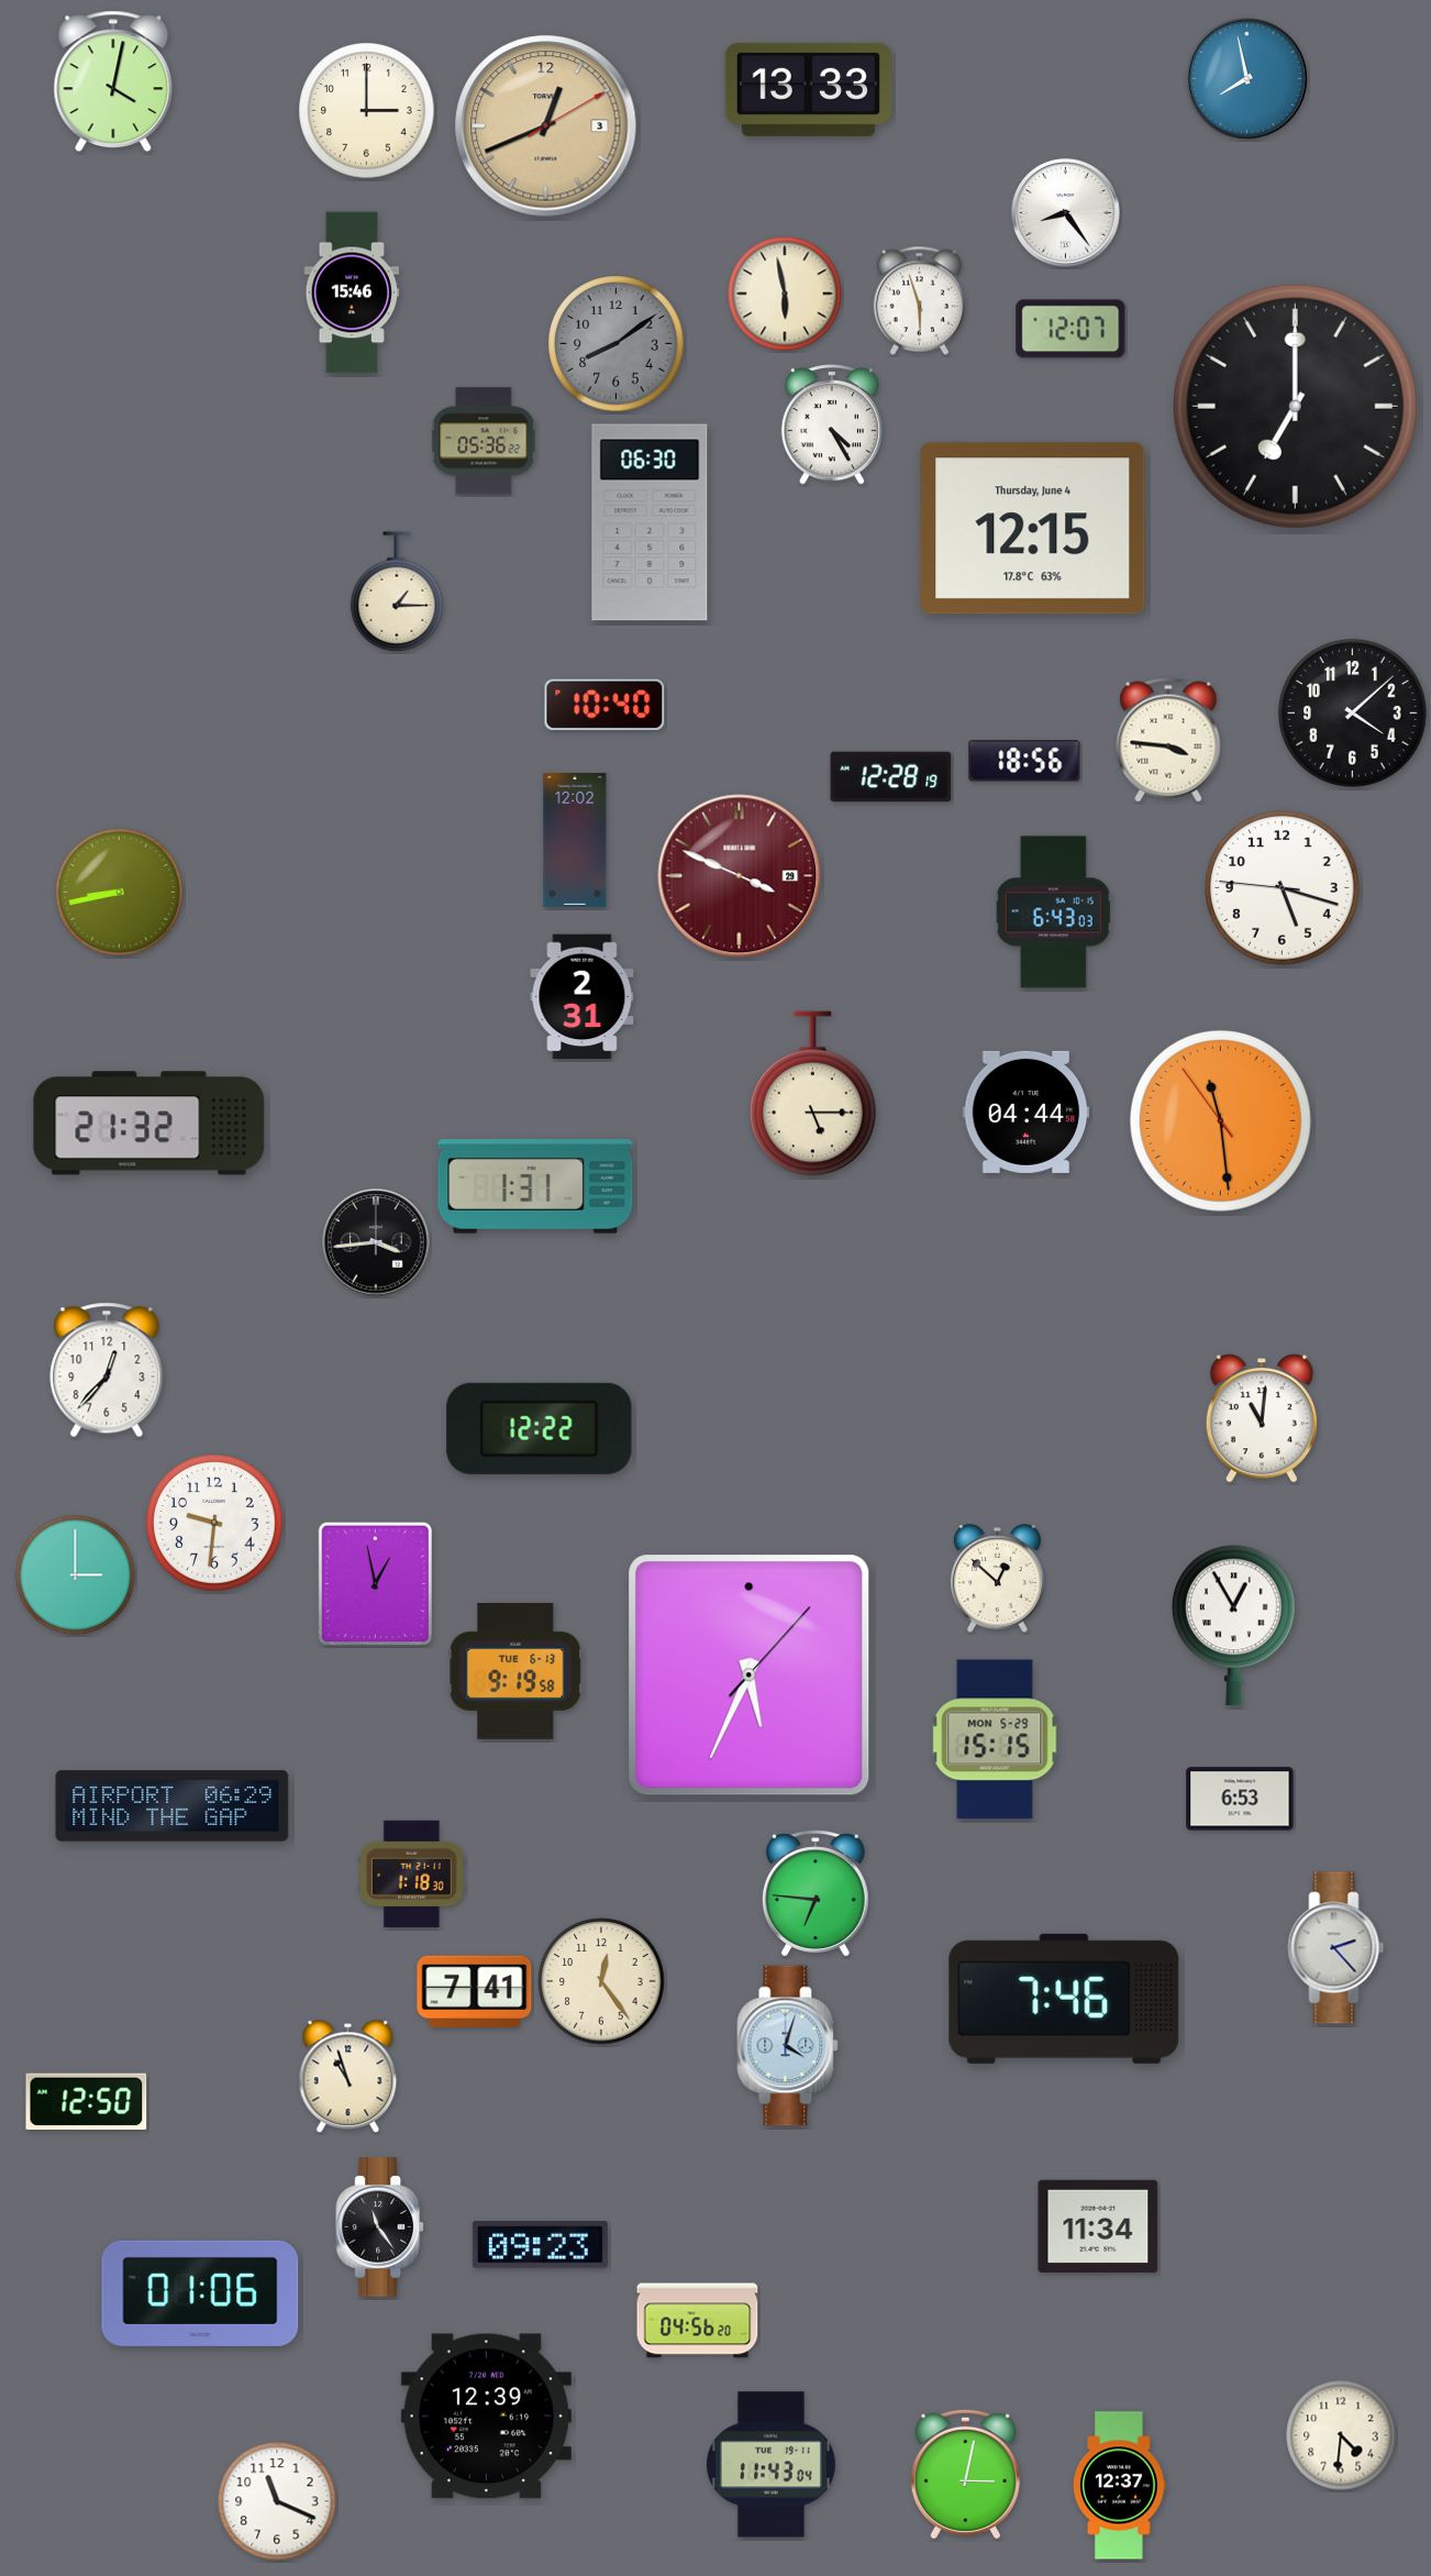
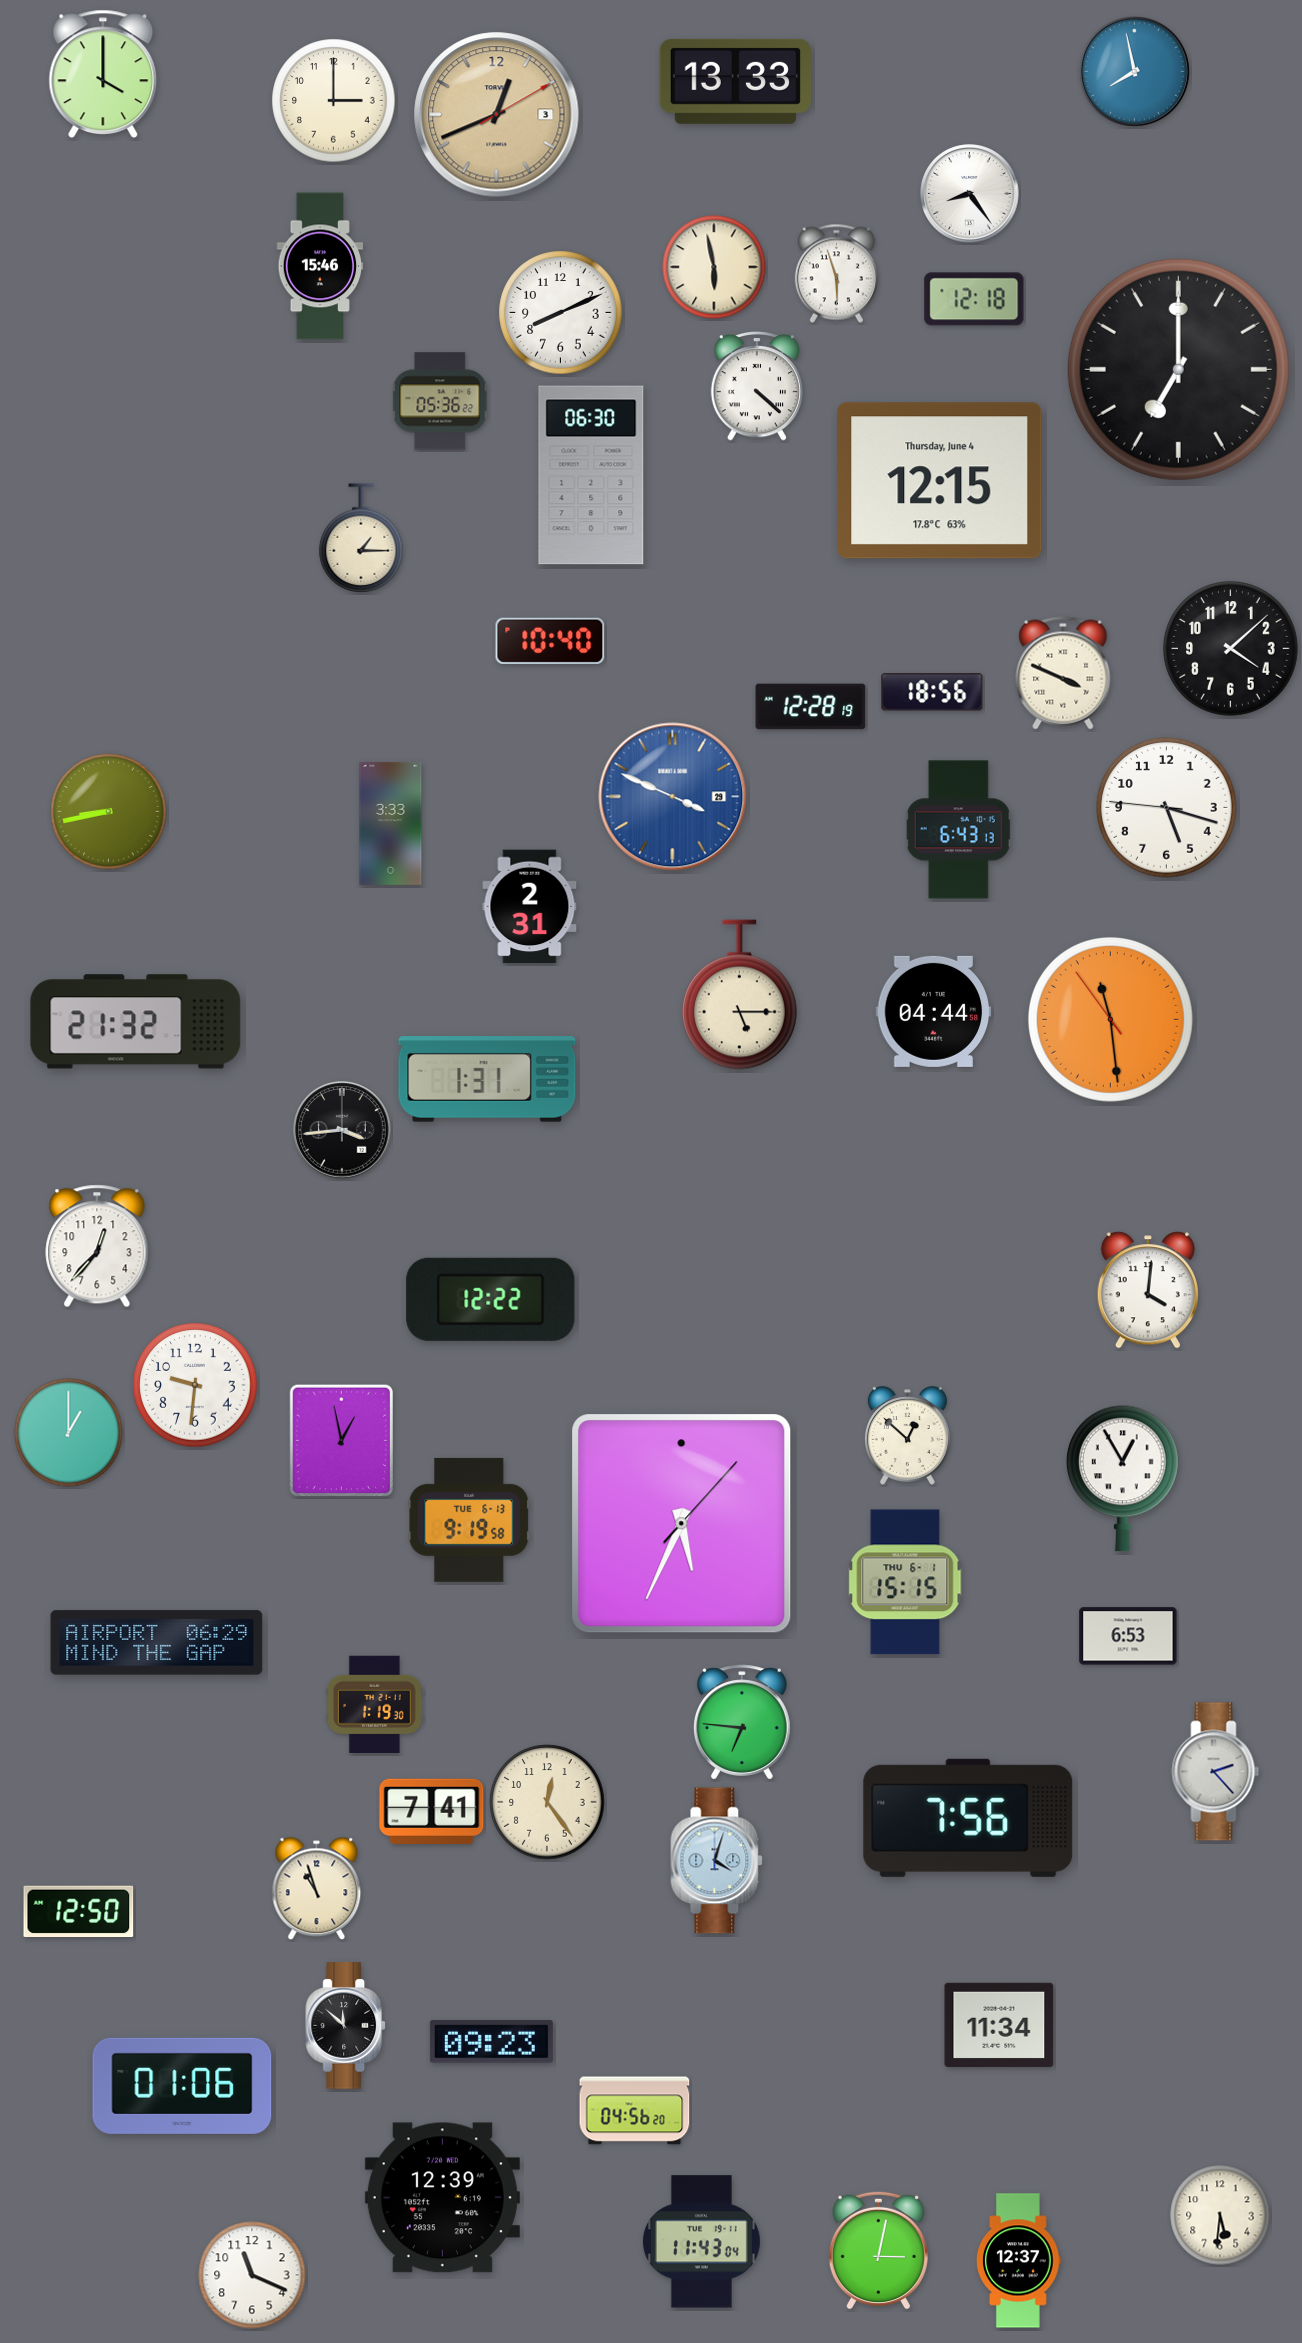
clock at (113, 81): 4:02 -> 4:00
clock at (1071, 329): 12:07 -> 12:18
clock at (617, 344): 8:09 -> 8:11
clock at (617, 344) dial: grey -> white
clock at (832, 424): 4:25 -> 4:22
clock at (1168, 740): 3:46 -> 3:49
clock at (575, 840): 12:02 -> none
clock at (740, 876) dial: burgundy -> blue
clock at (391, 823): none -> 3:33
clock at (1053, 913): 6:43:03 -> 6:43:13
clock at (1262, 1418): 11:01 -> 4:01
clock at (76, 1576): 3:00 -> 1:00
clock at (995, 1739) date: MON 5-29 -> THU 6-1
clock at (411, 1873): 1:18 -> 1:19
clock at (1064, 1999): 7:46 -> 7:56
clock at (380, 2227): 11:24 -> 11:52
clock at (1341, 2435): 4:31 -> 5:31
